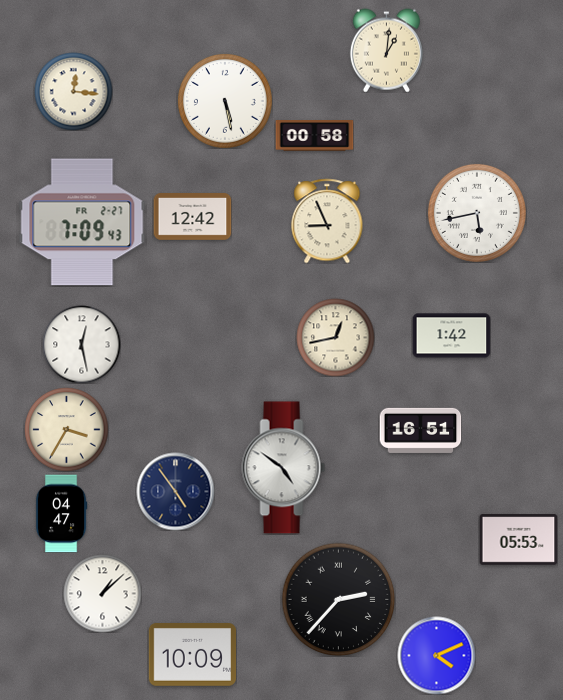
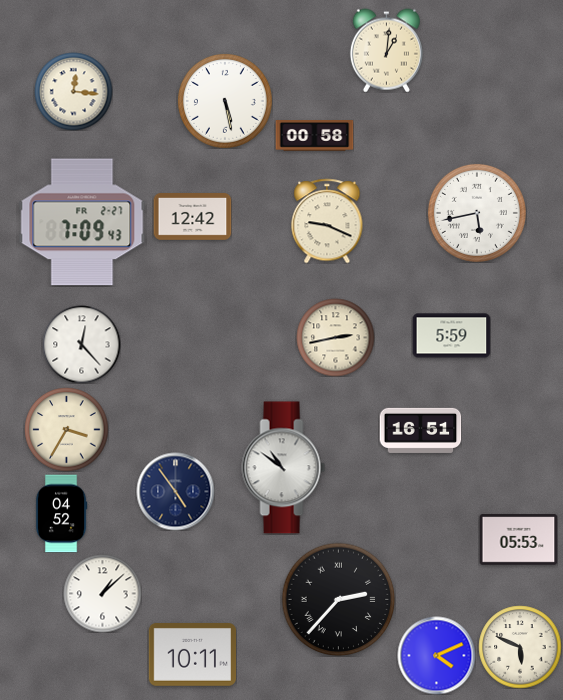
clock at (327, 221): 8:56 -> 9:19
clock at (451, 336): 1:42 -> 5:59
clock at (335, 337): 12:43 -> 2:43
clock at (81, 344): 12:28 -> 12:23
clock at (284, 468): 4:51 -> 10:51
clock at (61, 513): 04:47 -> 04:52
clock at (520, 647): none -> 5:49
clock at (192, 655): 10:09 -> 10:11
